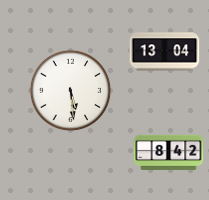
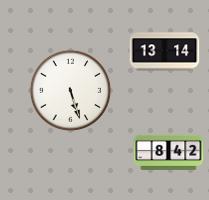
clock at (165, 52): 13:04 -> 13:14
clock at (70, 90): 5:29 -> 5:27
